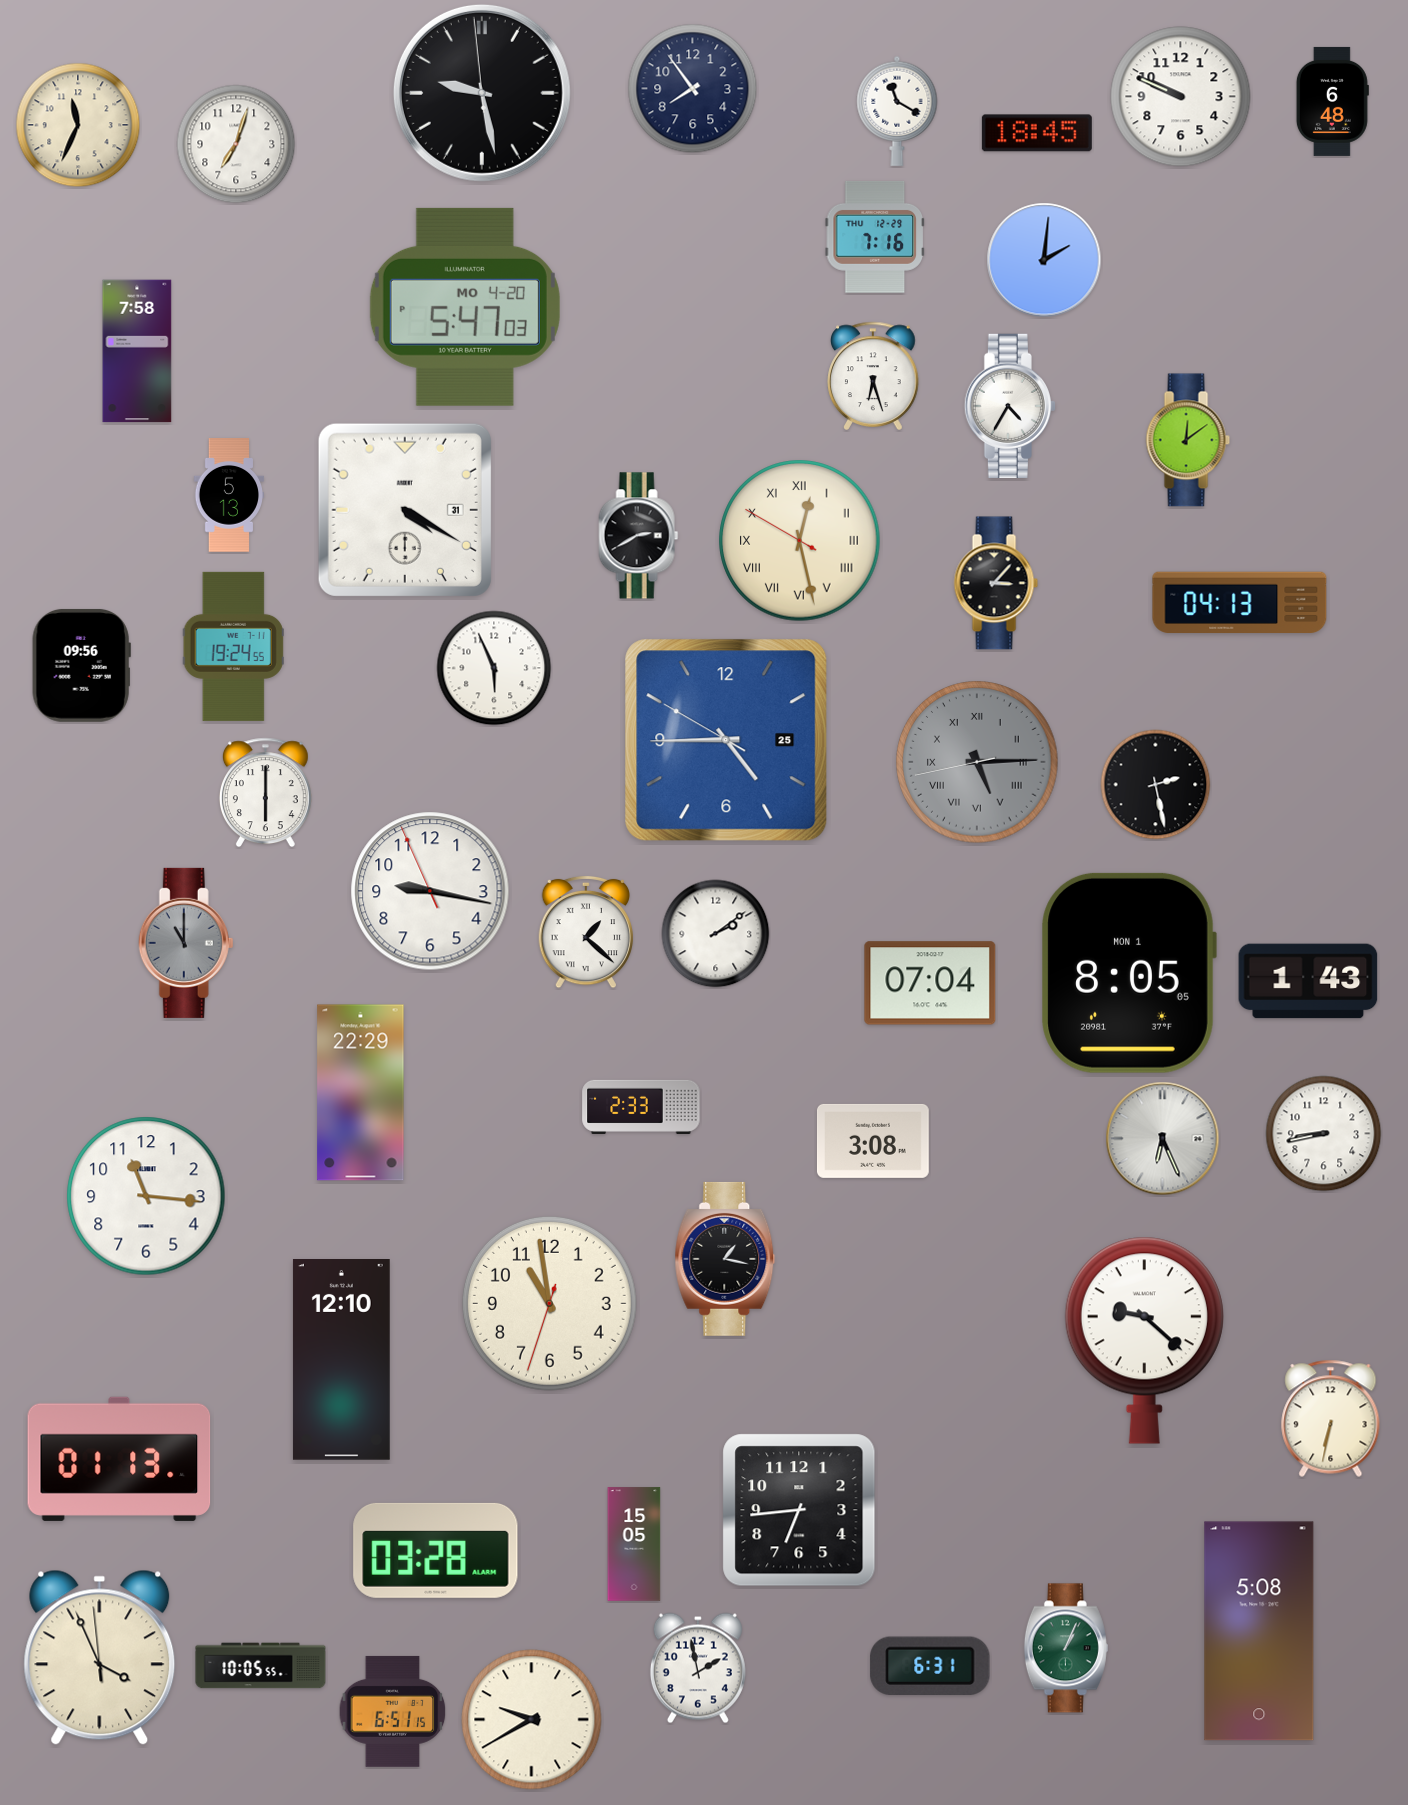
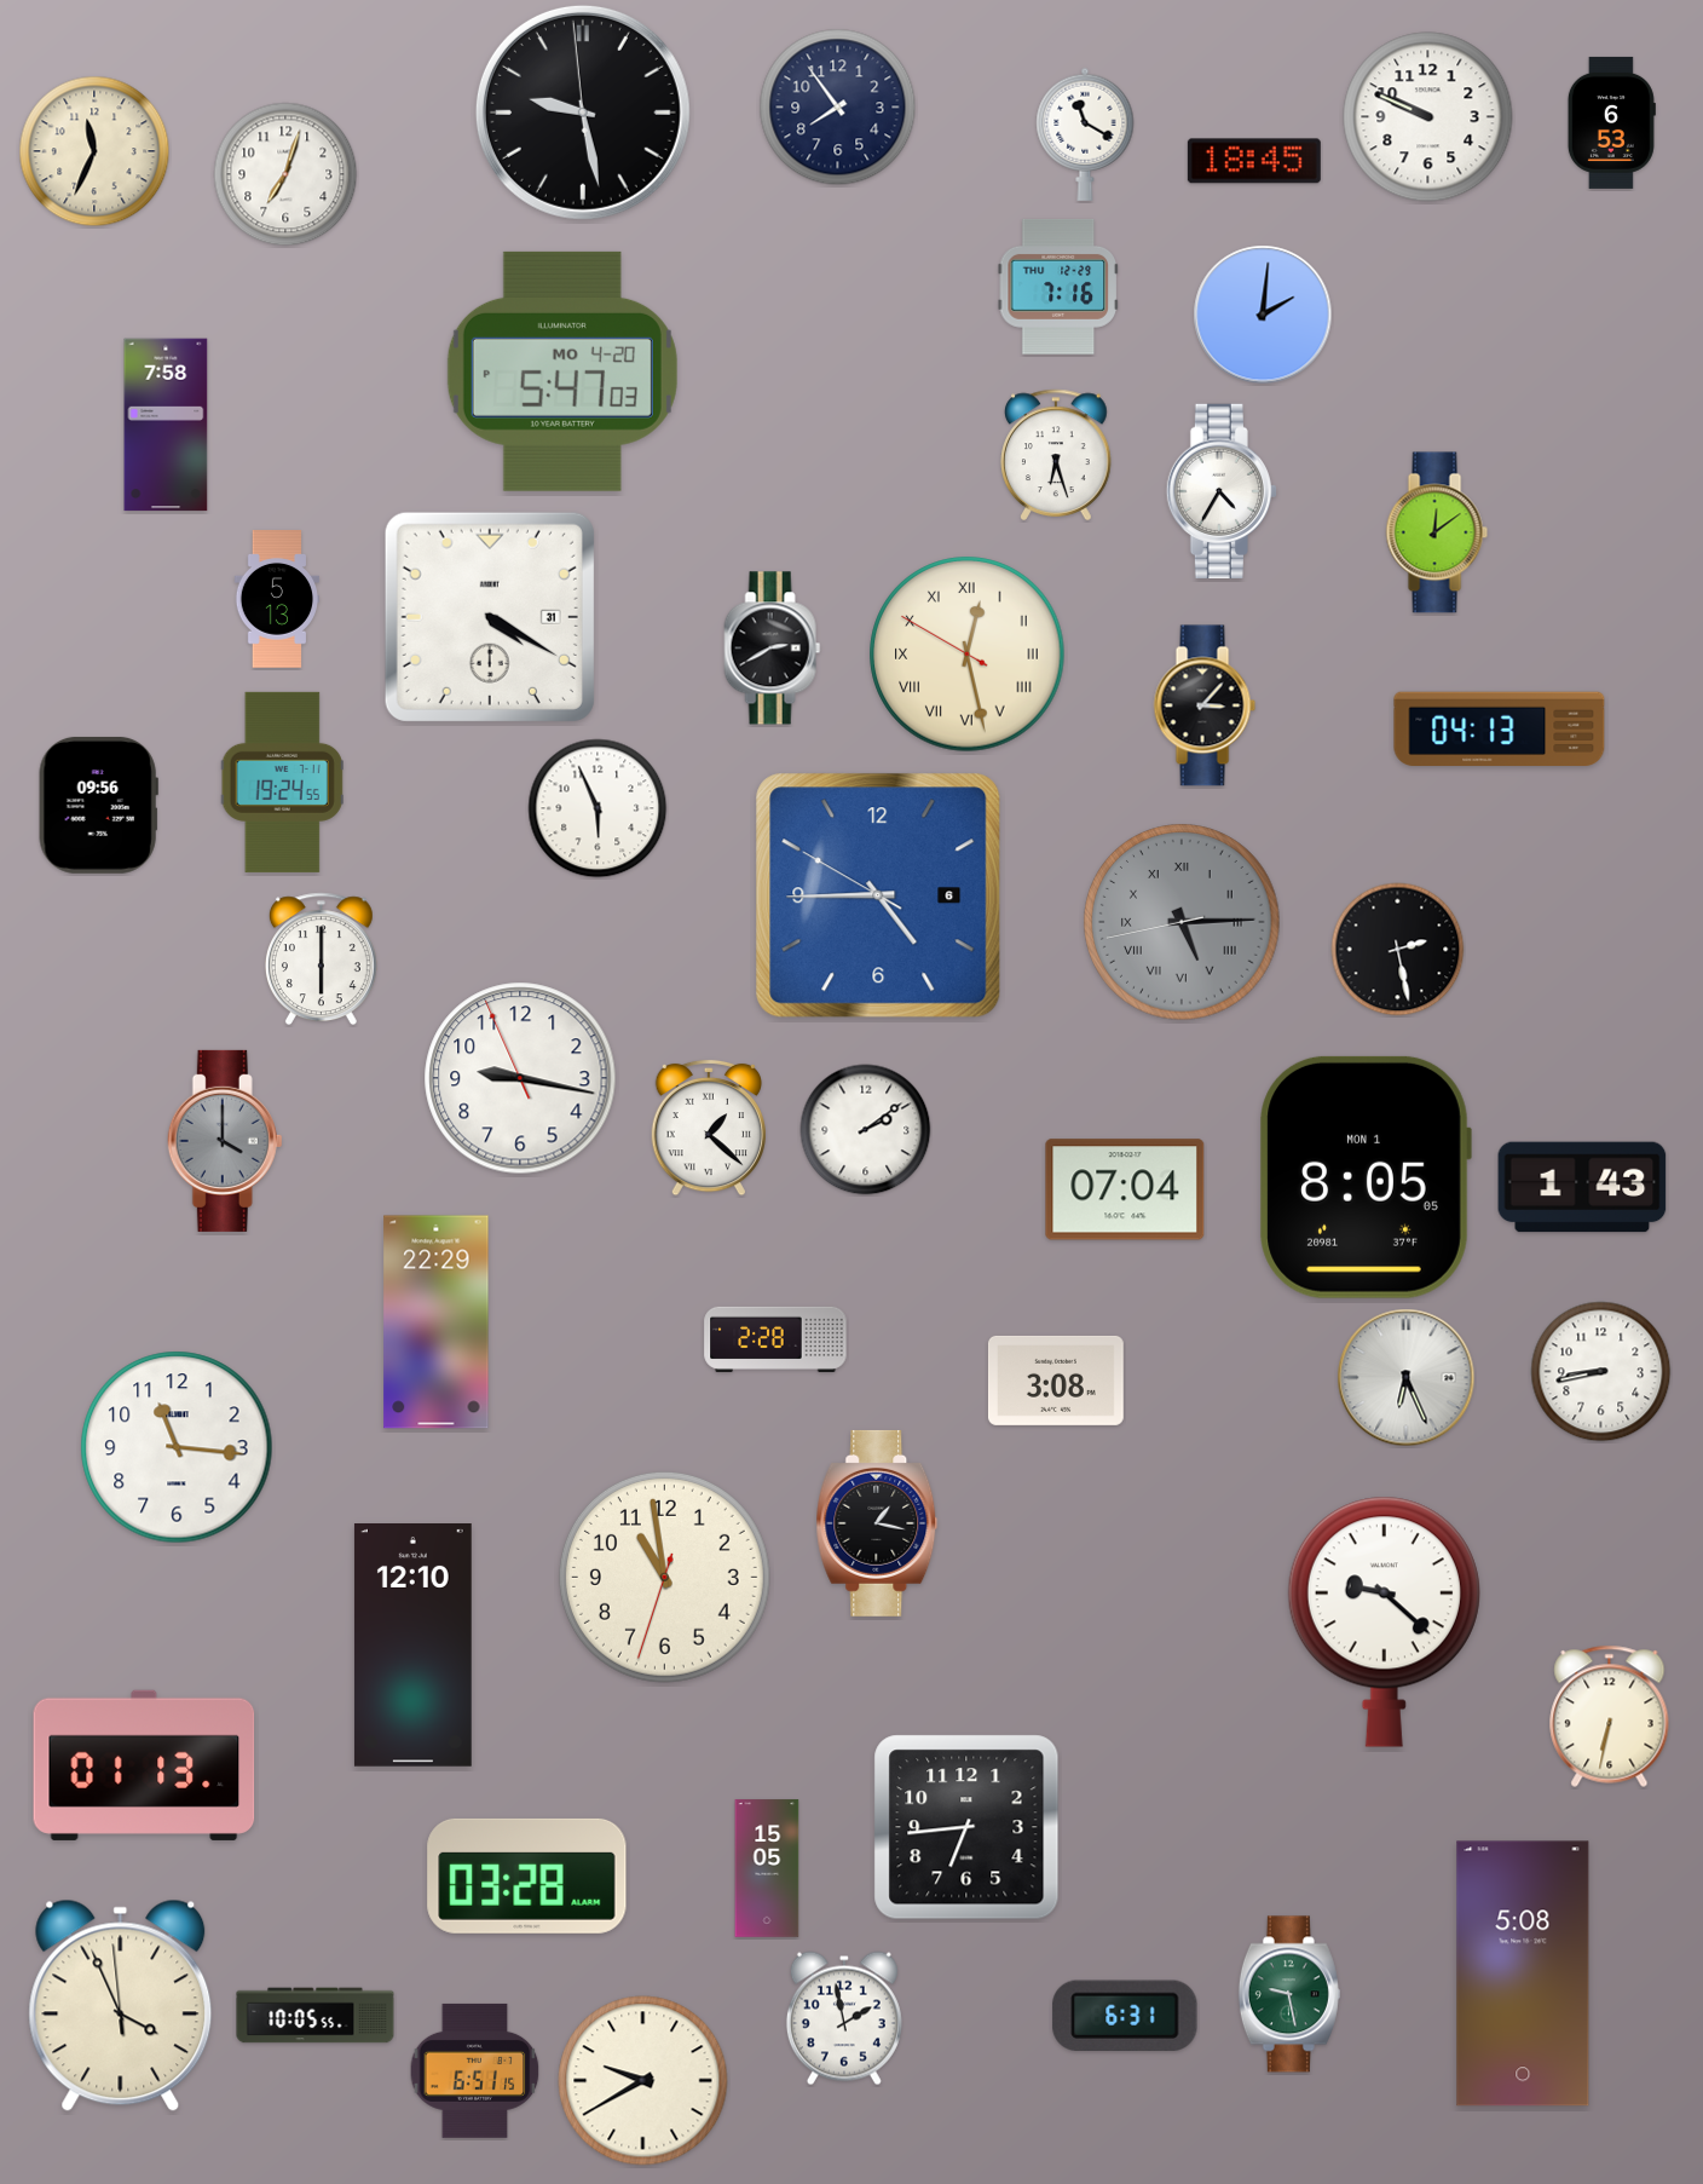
clock at (1332, 101): 6:48 -> 6:53
clock at (726, 740) date: 25 -> 6
clock at (186, 943): 11:00 -> 4:00
clock at (641, 1107): 2:33 -> 2:28
clock at (1066, 1648): 1:04 -> 9:28
